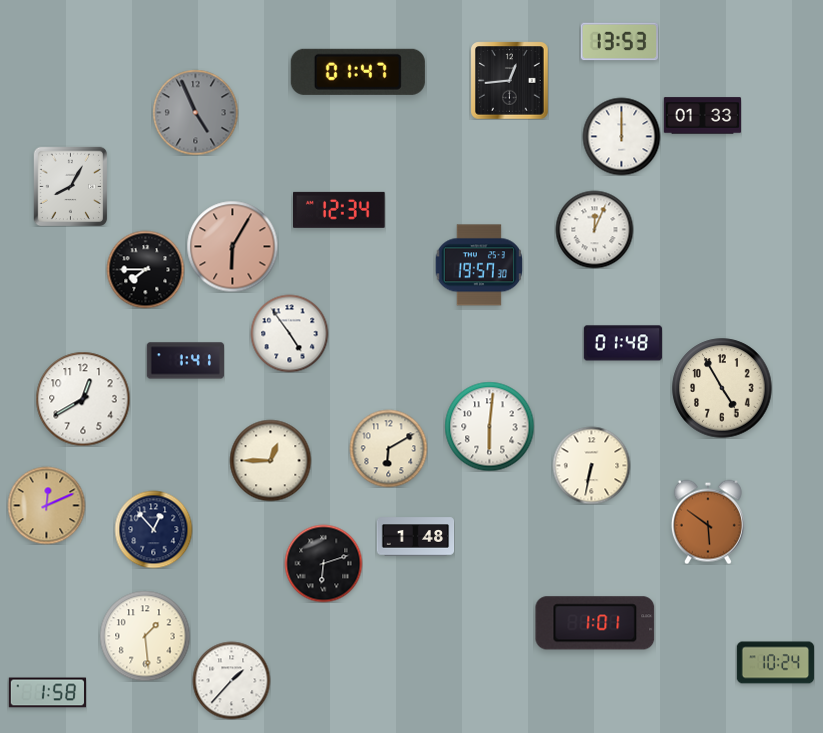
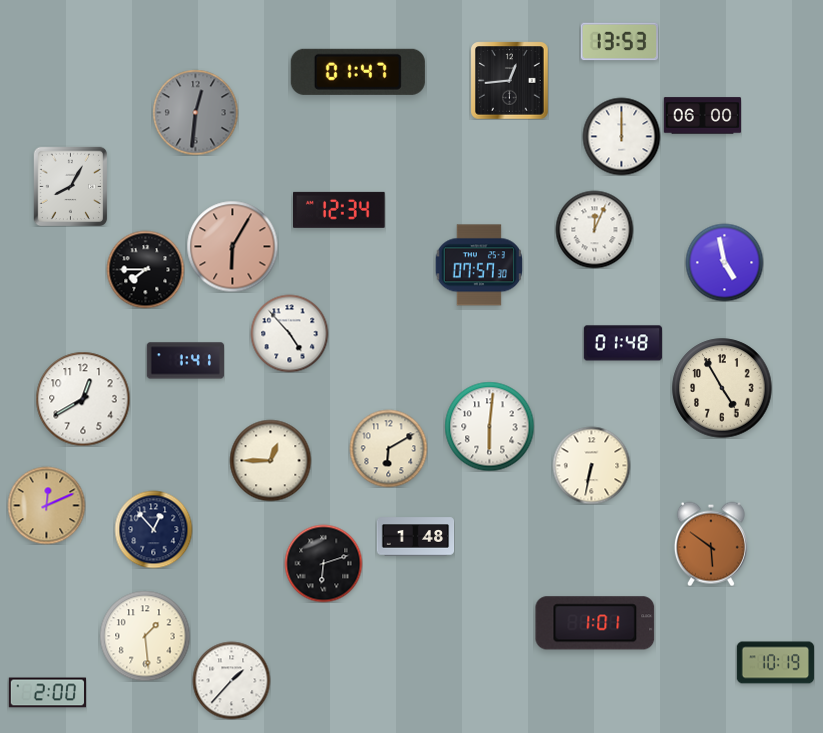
clock at (195, 112): 4:56 -> 12:31
clock at (702, 116): 01:33 -> 06:00
clock at (724, 262): none -> 4:58
clock at (478, 265): 19:57 -> 07:57
clock at (289, 333): 4:54 -> 4:53
clock at (708, 522) position: (708, 522) -> (711, 544)
clock at (775, 663): 10:24 -> 10:19
clock at (47, 693): 1:58 -> 2:00
